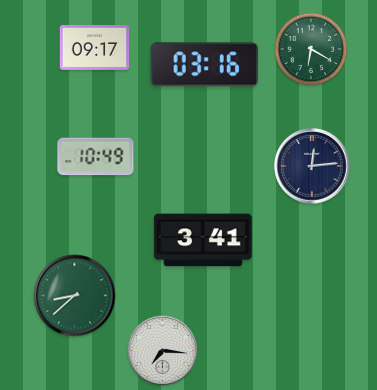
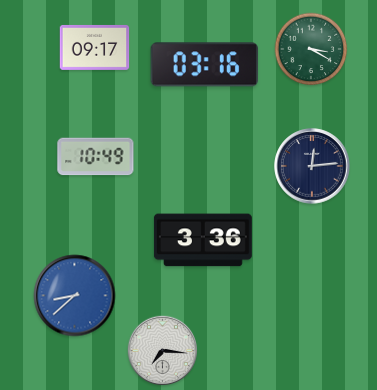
clock at (311, 49): 6:20 -> 3:20
clock at (203, 240): 3:41 -> 3:36
clock at (75, 296) dial: green -> blue
